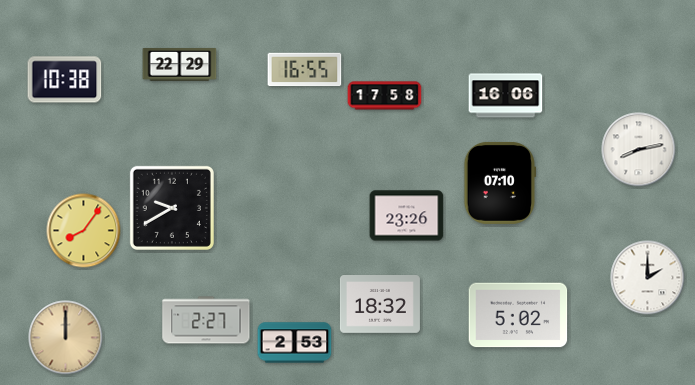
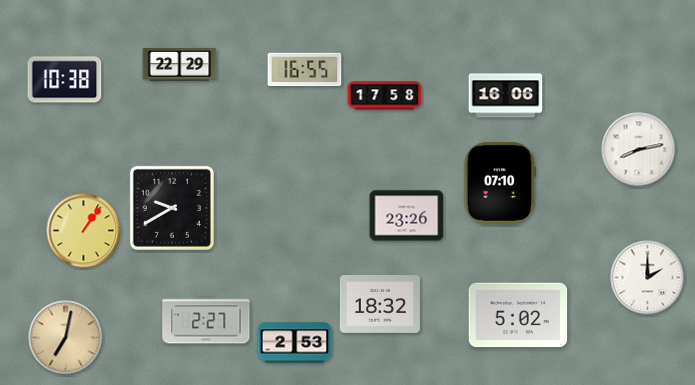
clock at (84, 231): 8:06 -> 1:06
clock at (66, 338): 12:00 -> 7:02
